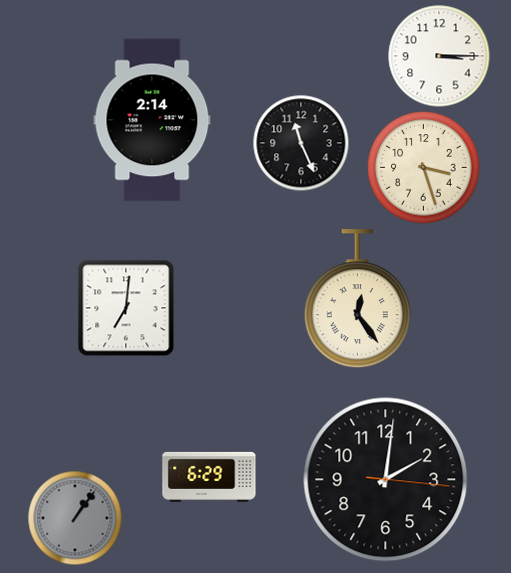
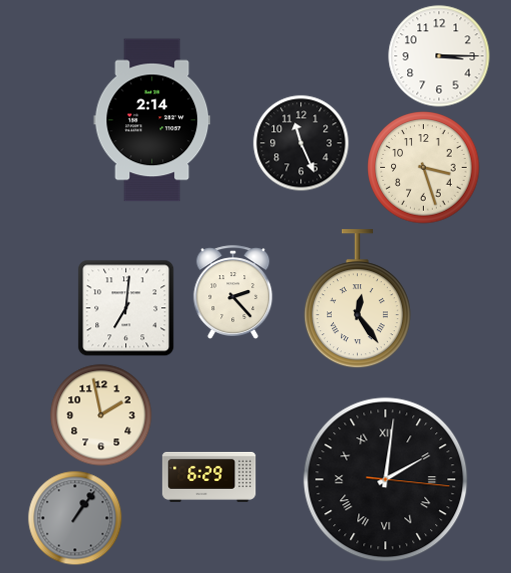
clock at (233, 292): none -> 2:23
clock at (101, 415): none -> 1:58
clock at (386, 480) numerals: Arabic -> Roman
